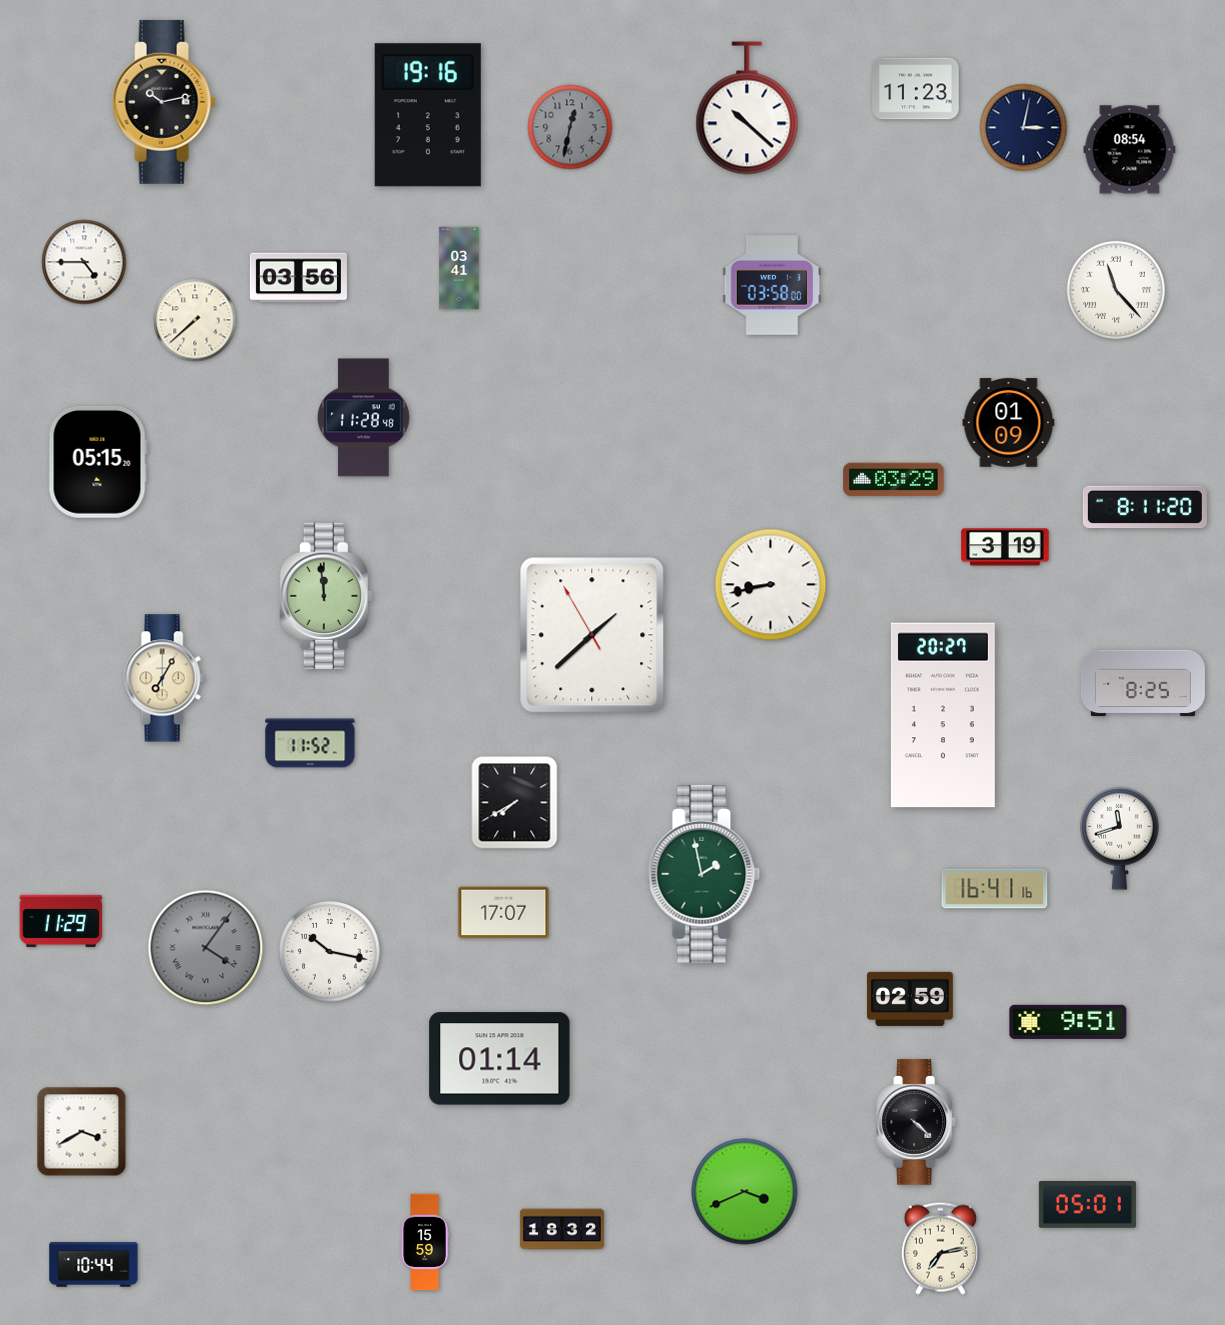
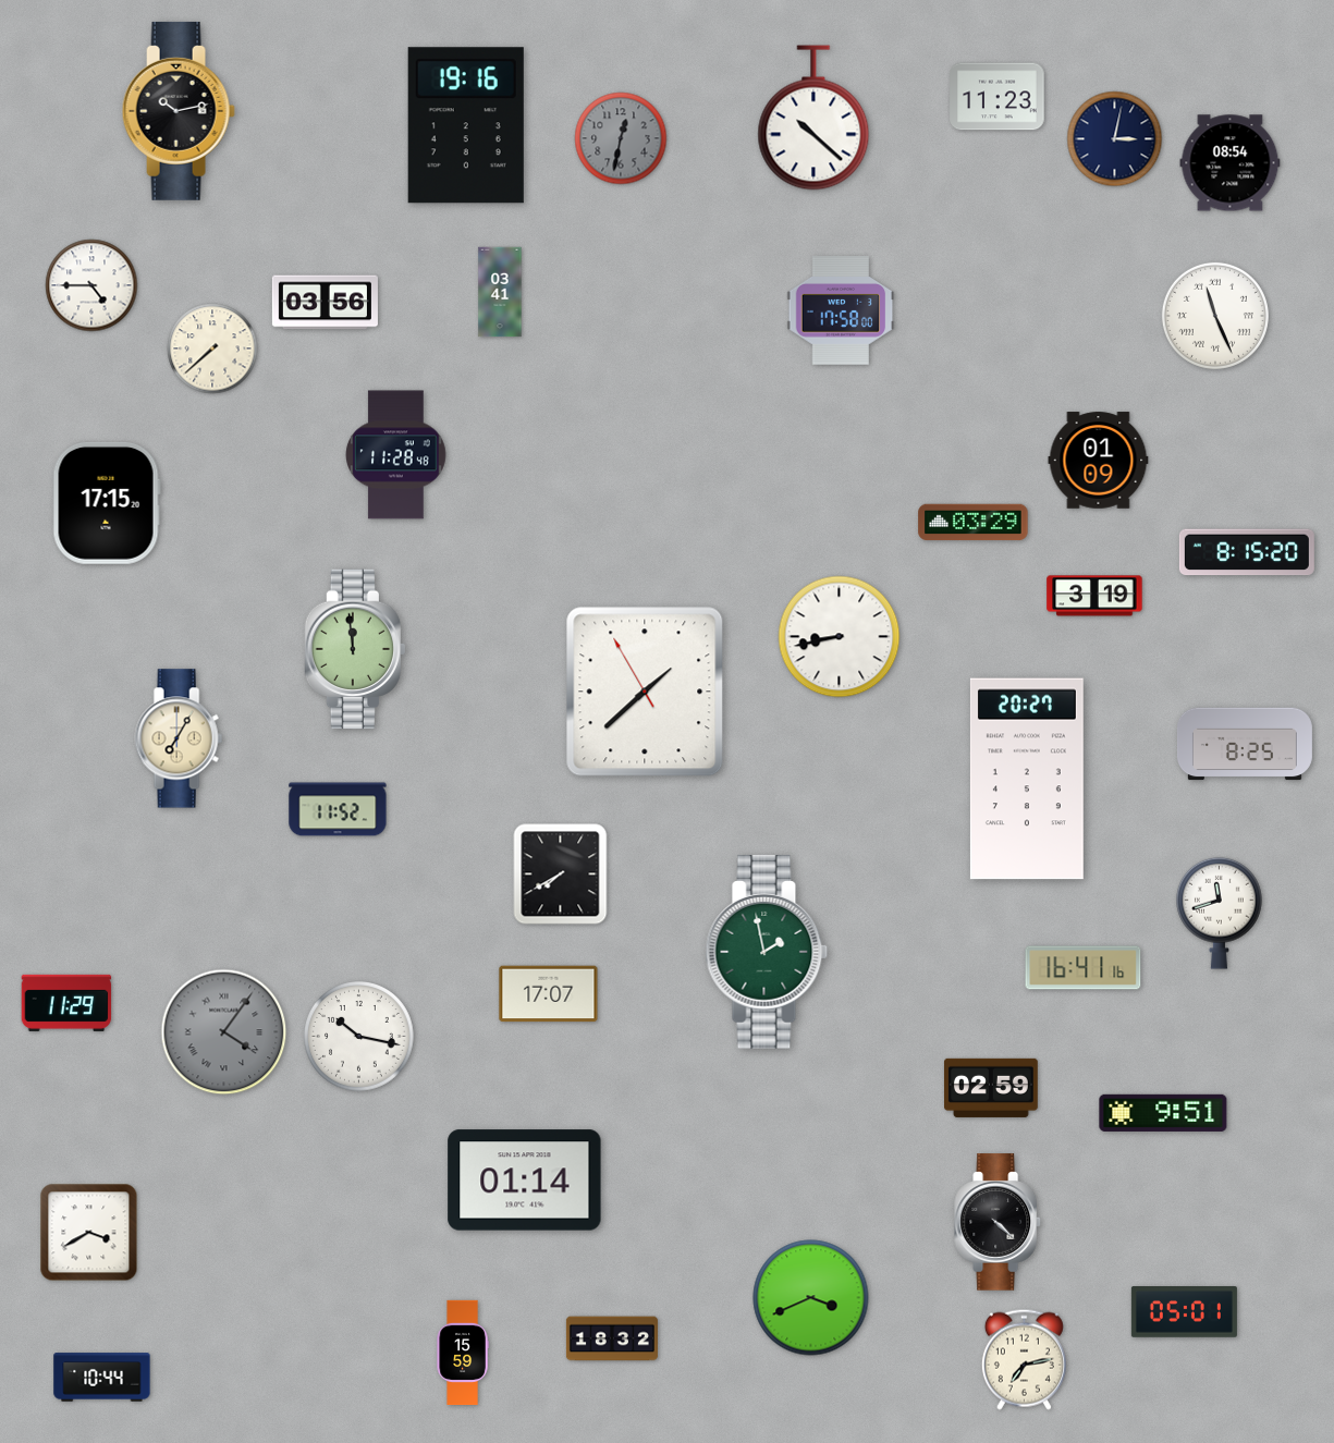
clock at (772, 285): 03:58 -> 17:58
clock at (1116, 290): 11:23 -> 11:26
clock at (98, 462): 05:15 -> 17:15
clock at (1145, 507): 8:11 -> 8:15
clock at (500, 1059) position: (500, 1059) -> (525, 1181)
